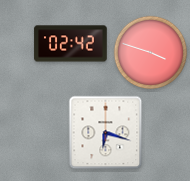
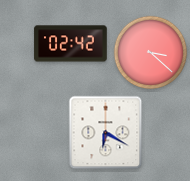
clock at (151, 53): 3:48 -> 3:22
clock at (106, 133): 6:18 -> 6:20
